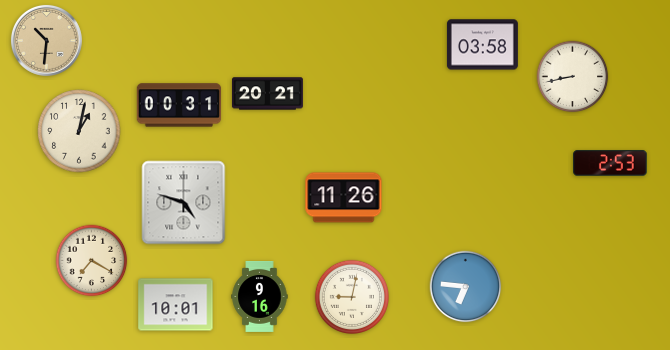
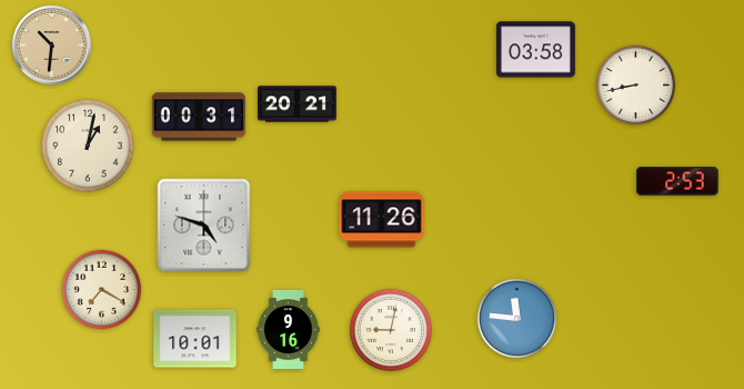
clock at (466, 287): 6:46 -> 11:46
